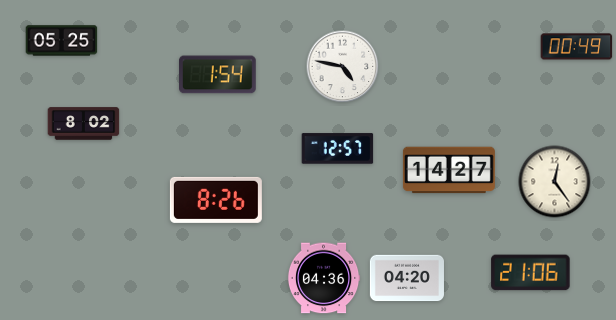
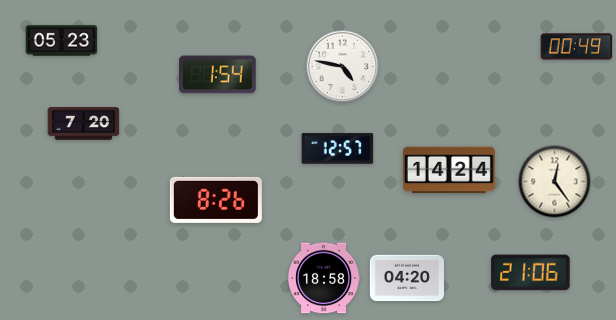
clock at (62, 41): 05:25 -> 05:23
clock at (84, 124): 8:02 -> 7:20
clock at (449, 170): 14:27 -> 14:24
clock at (324, 278): 04:36 -> 18:58
